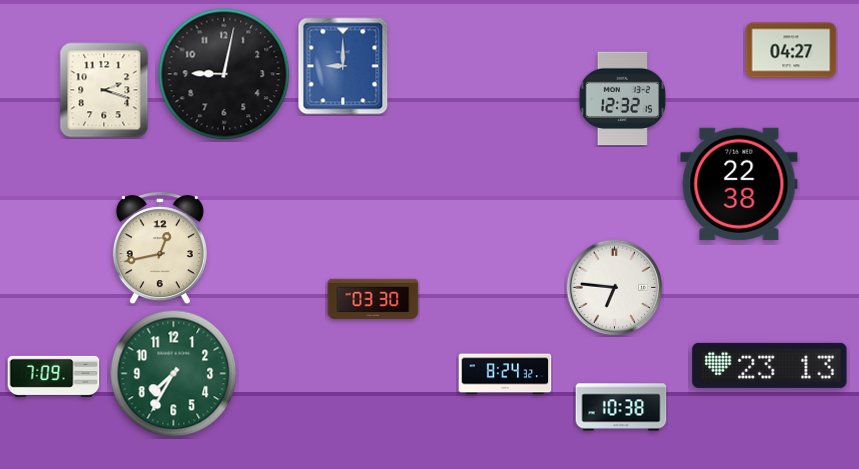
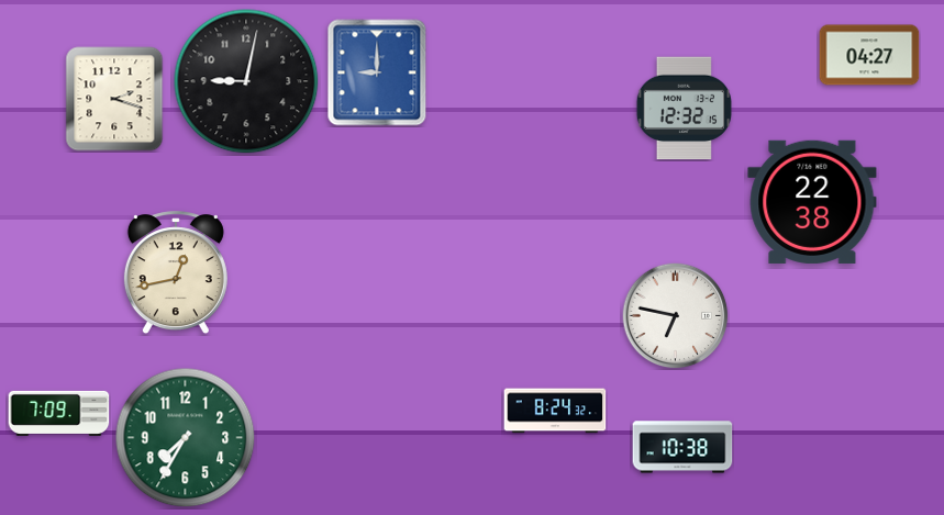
clock at (615, 288): 6:46 -> 6:47
clock at (373, 298): 03:30 -> none
clock at (770, 365): 23:13 -> none
clock at (174, 374) position: (174, 374) -> (186, 438)
